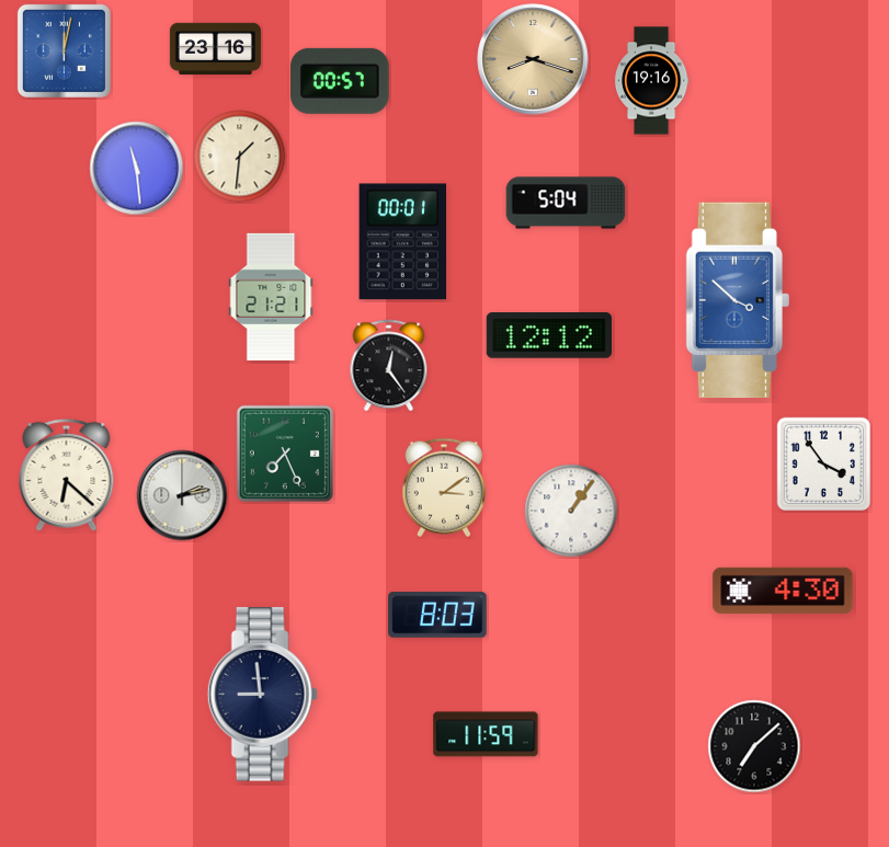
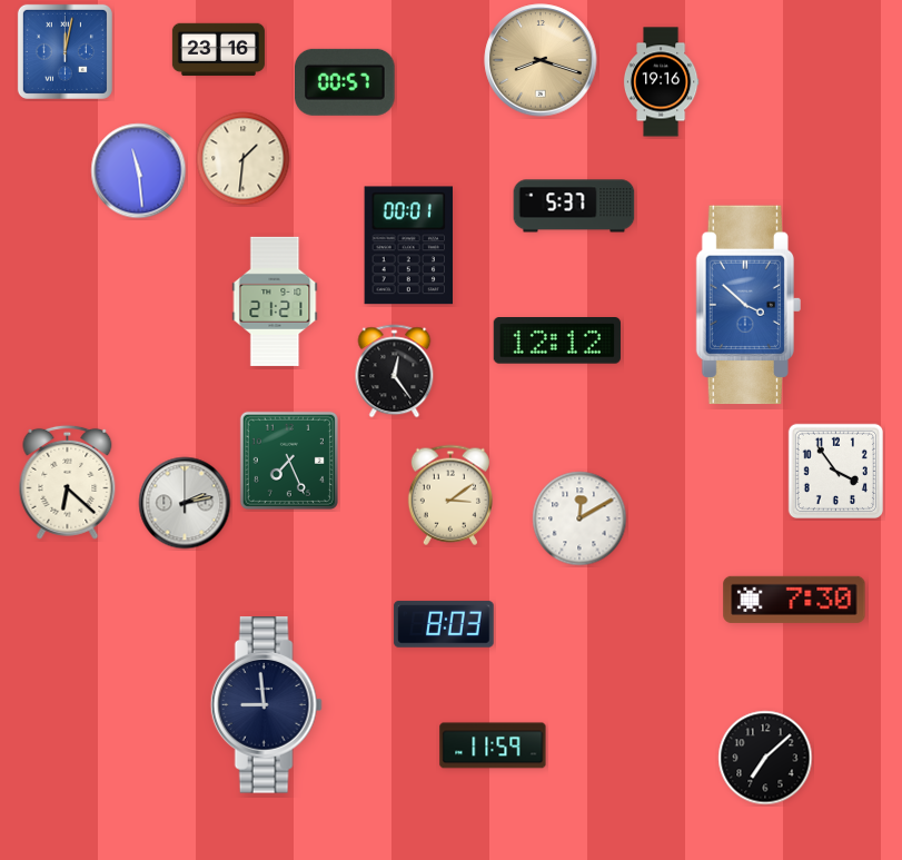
clock at (566, 203): 5:04 -> 5:37
clock at (571, 511): 1:06 -> 12:10
clock at (783, 591): 4:30 -> 7:30
